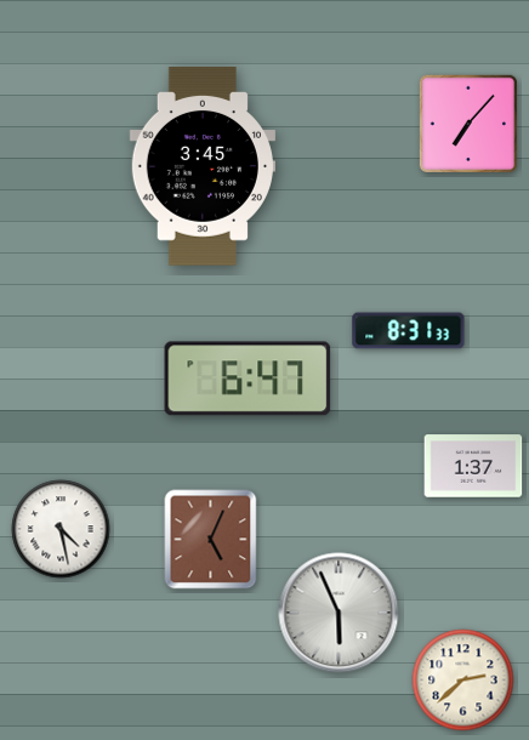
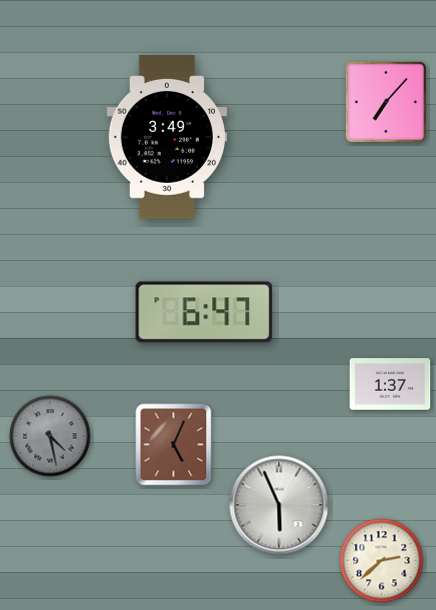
clock at (203, 166): 3:45 -> 3:49
clock at (409, 331): 8:31 -> none
clock at (61, 529) dial: white -> grey
